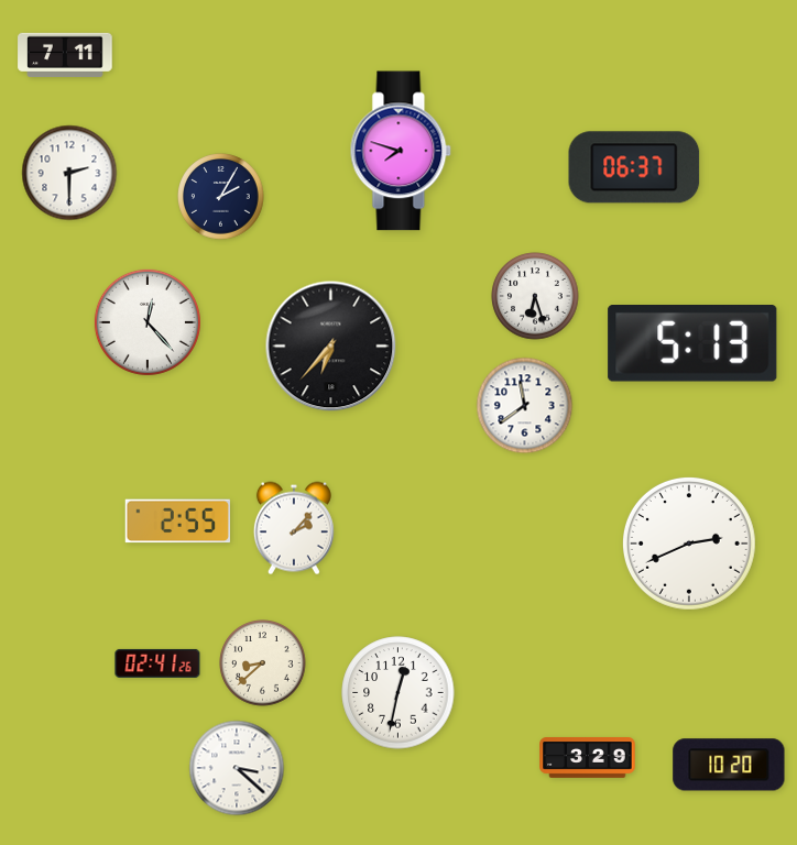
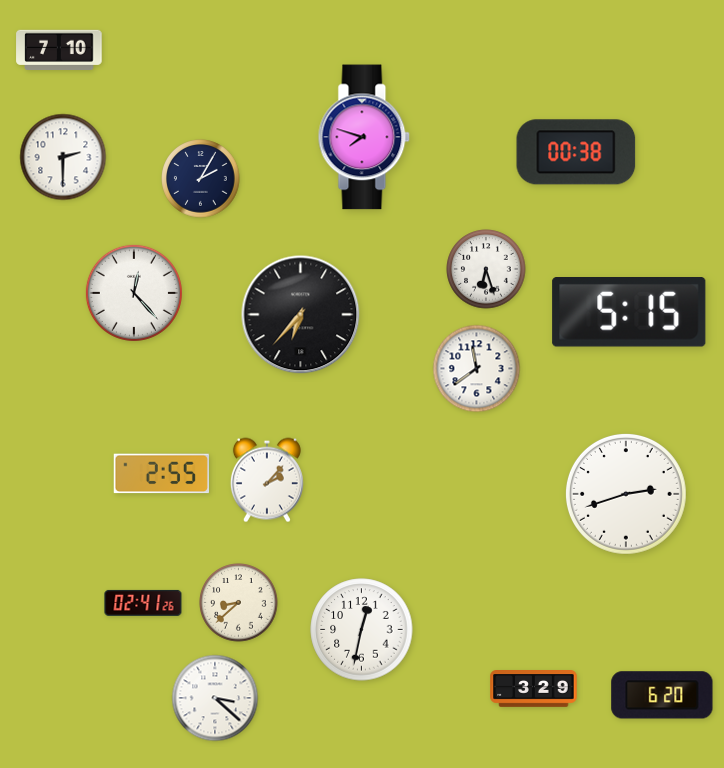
clock at (65, 54): 7:11 -> 7:10
clock at (634, 167): 06:37 -> 00:38
clock at (692, 344): 5:13 -> 5:15
clock at (689, 544): 2:41 -> 2:42
clock at (729, 765): 10:20 -> 6:20
